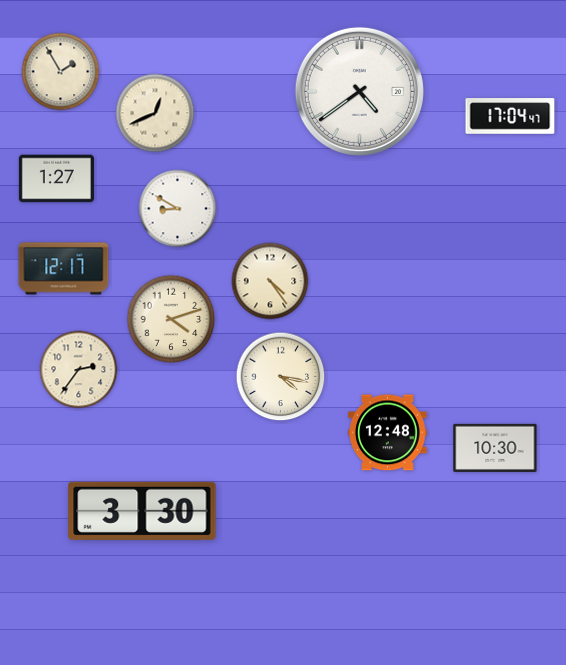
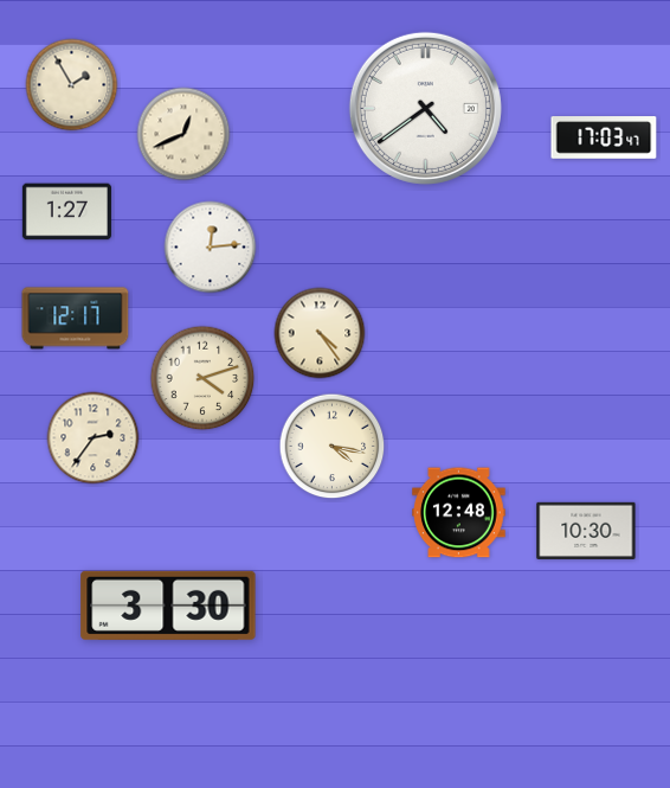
clock at (510, 116): 17:04 -> 17:03
clock at (178, 209): 8:50 -> 12:14
